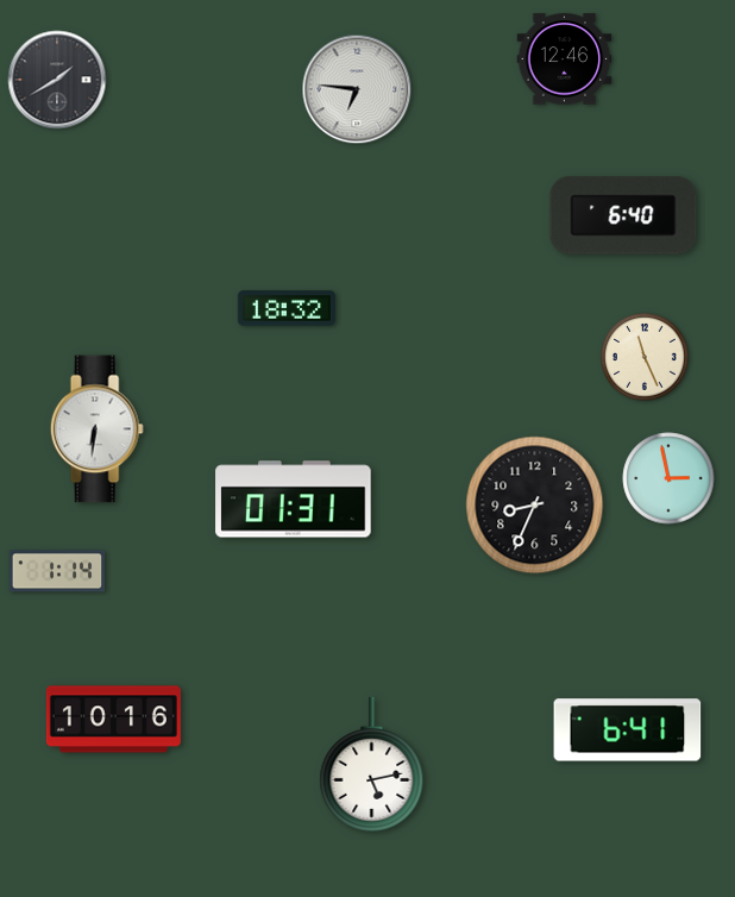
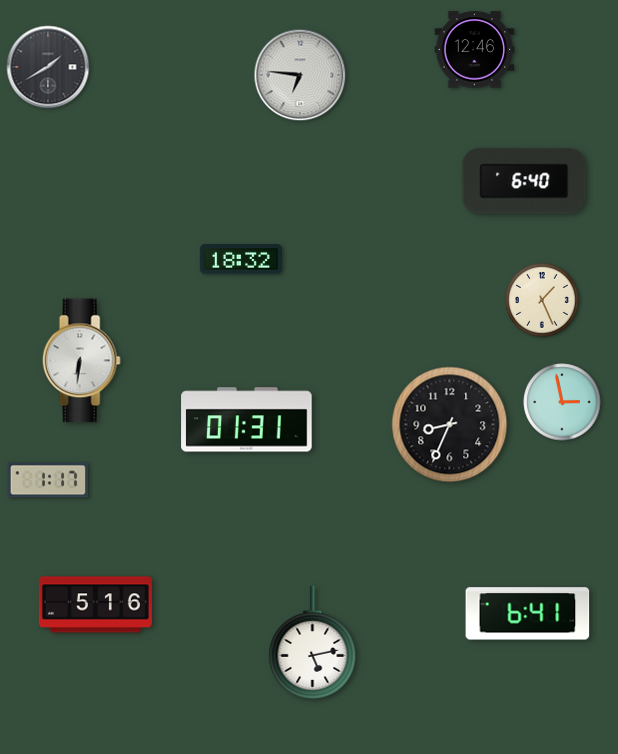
clock at (645, 357): 11:26 -> 1:26
clock at (57, 571): 1:14 -> 1:17
clock at (113, 720): 10:16 -> 5:16
